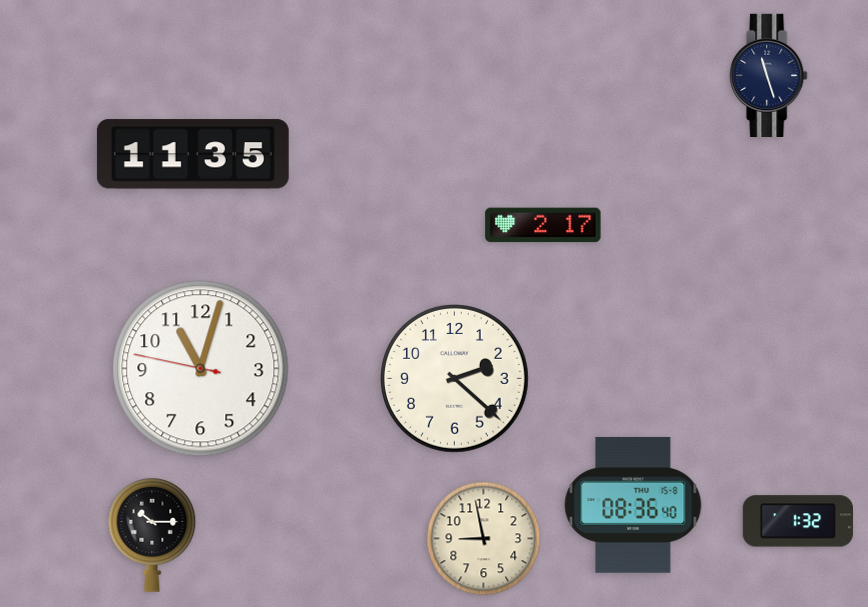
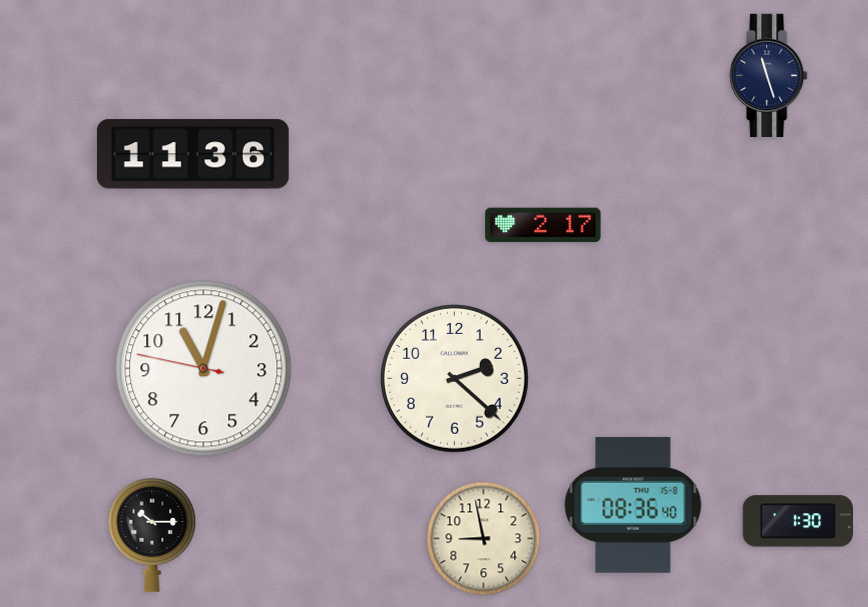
clock at (193, 154): 11:35 -> 11:36
clock at (201, 369) position: (201, 369) -> (204, 369)
clock at (798, 521): 1:32 -> 1:30
